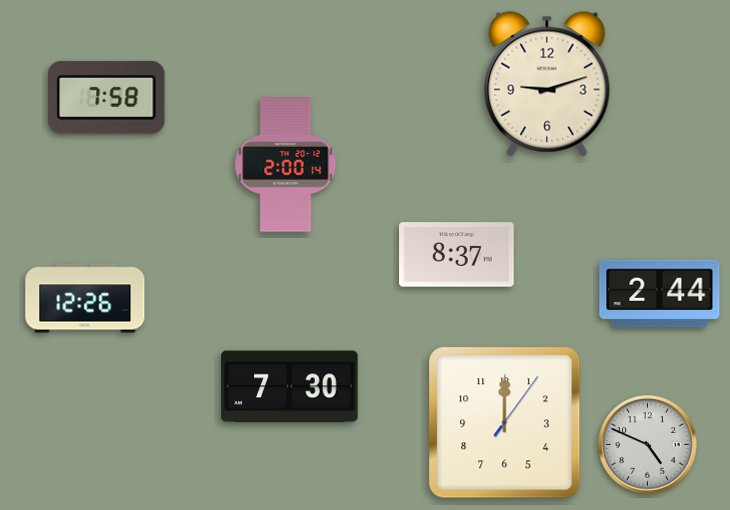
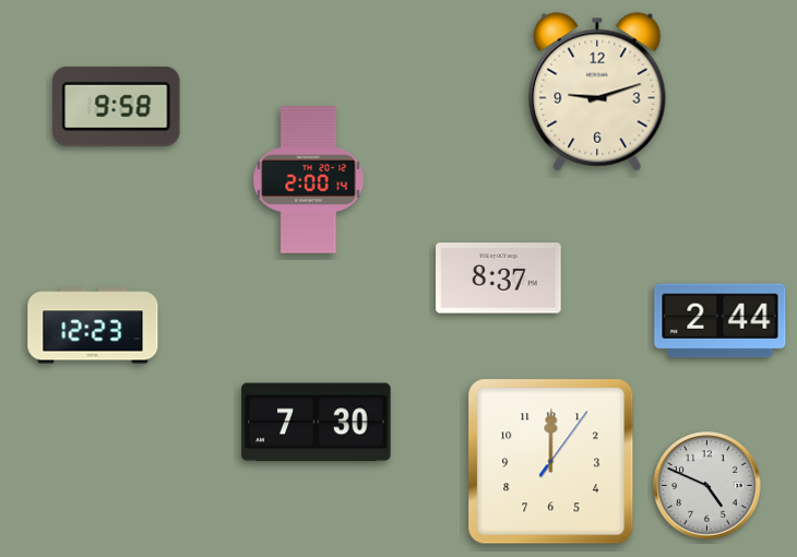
clock at (107, 97): 7:58 -> 9:58
clock at (286, 165) position: (286, 165) -> (309, 180)
clock at (85, 298): 12:26 -> 12:23
